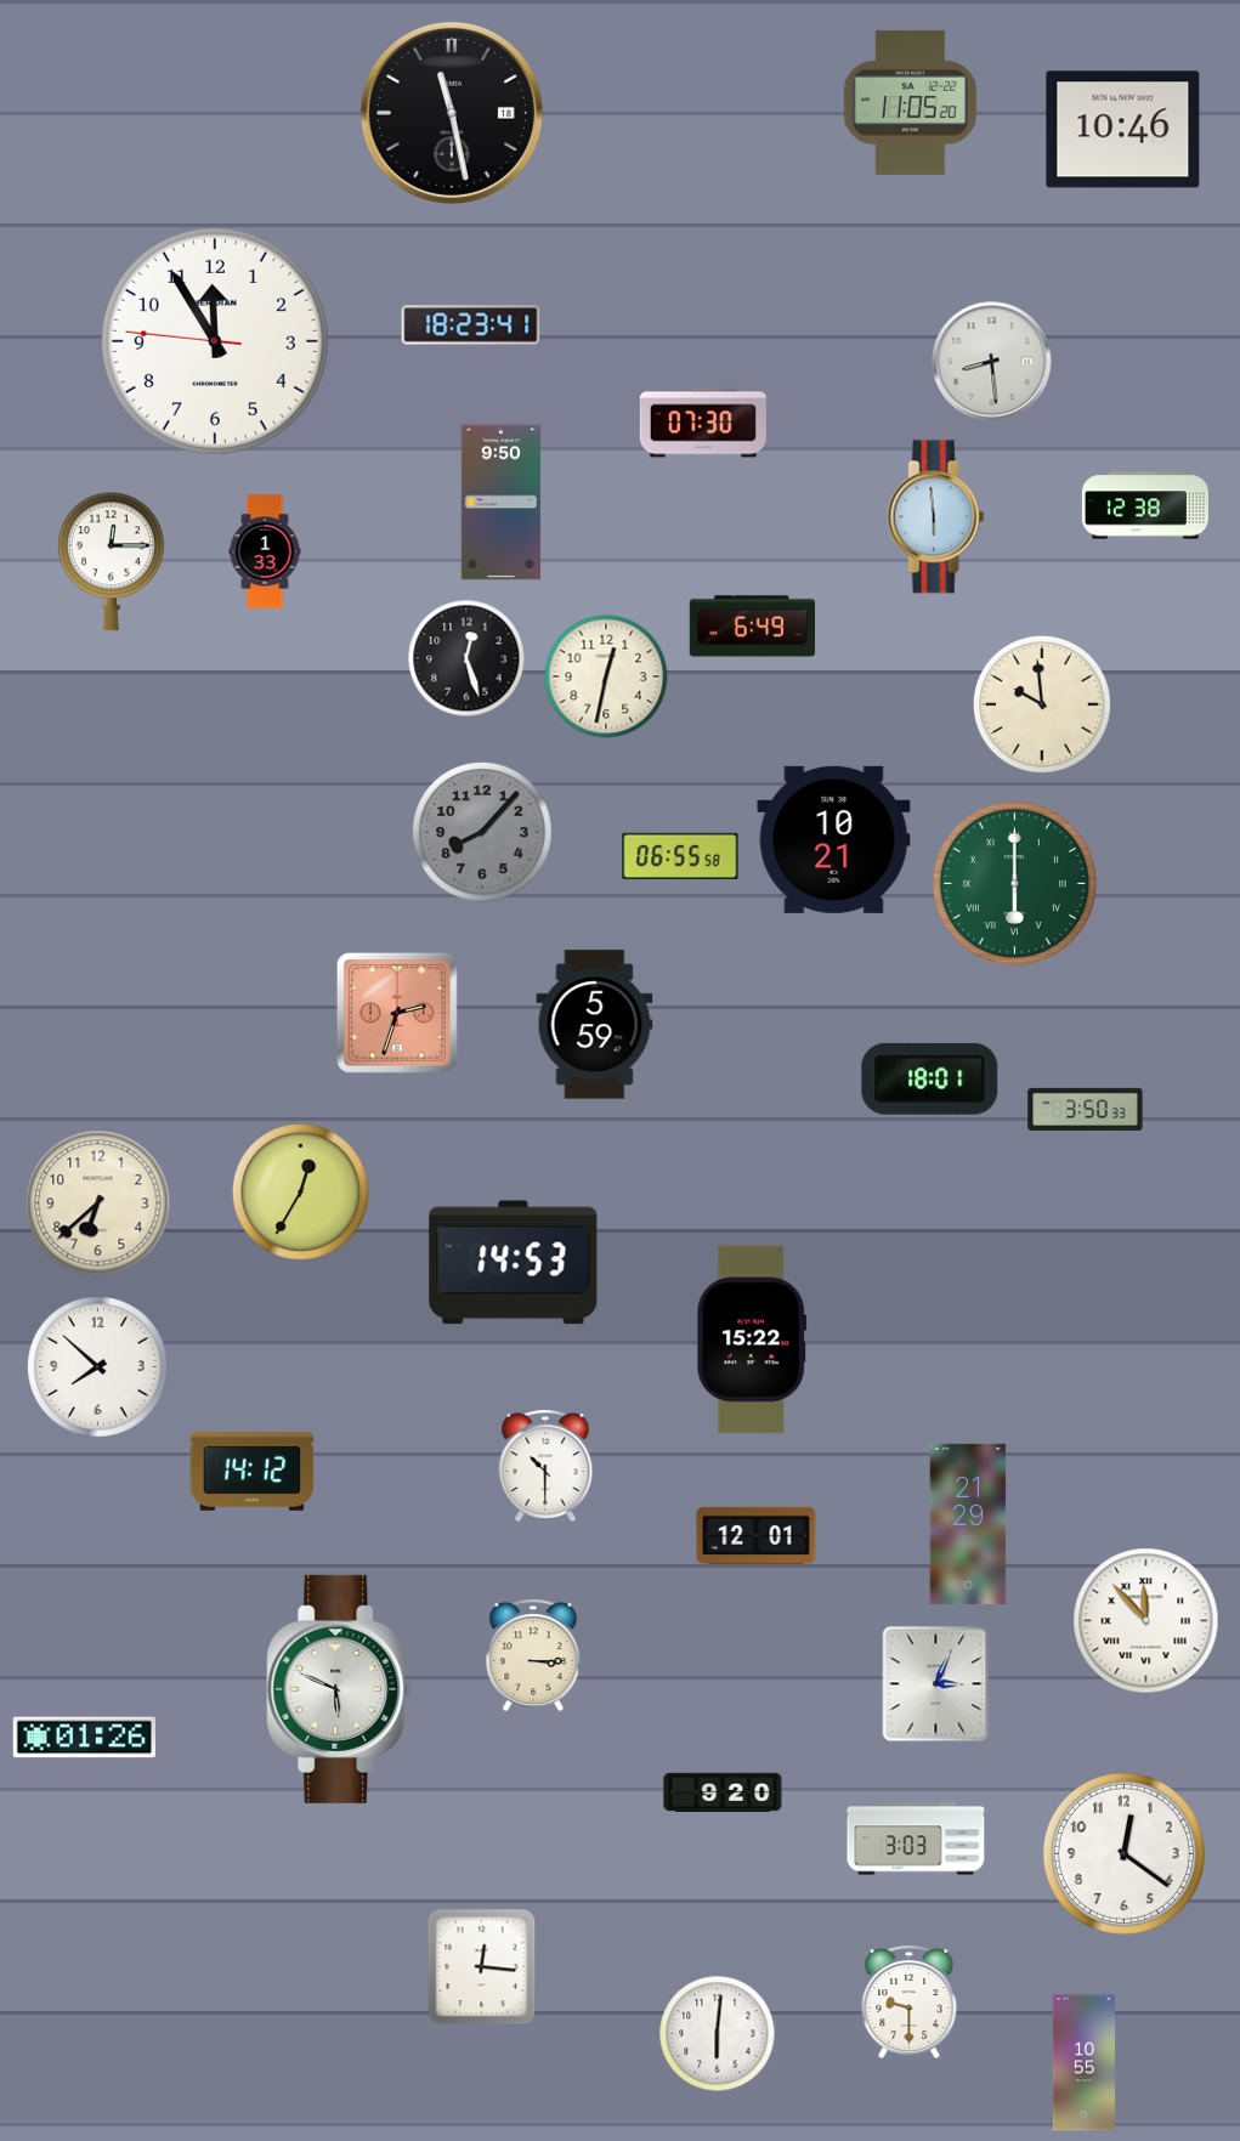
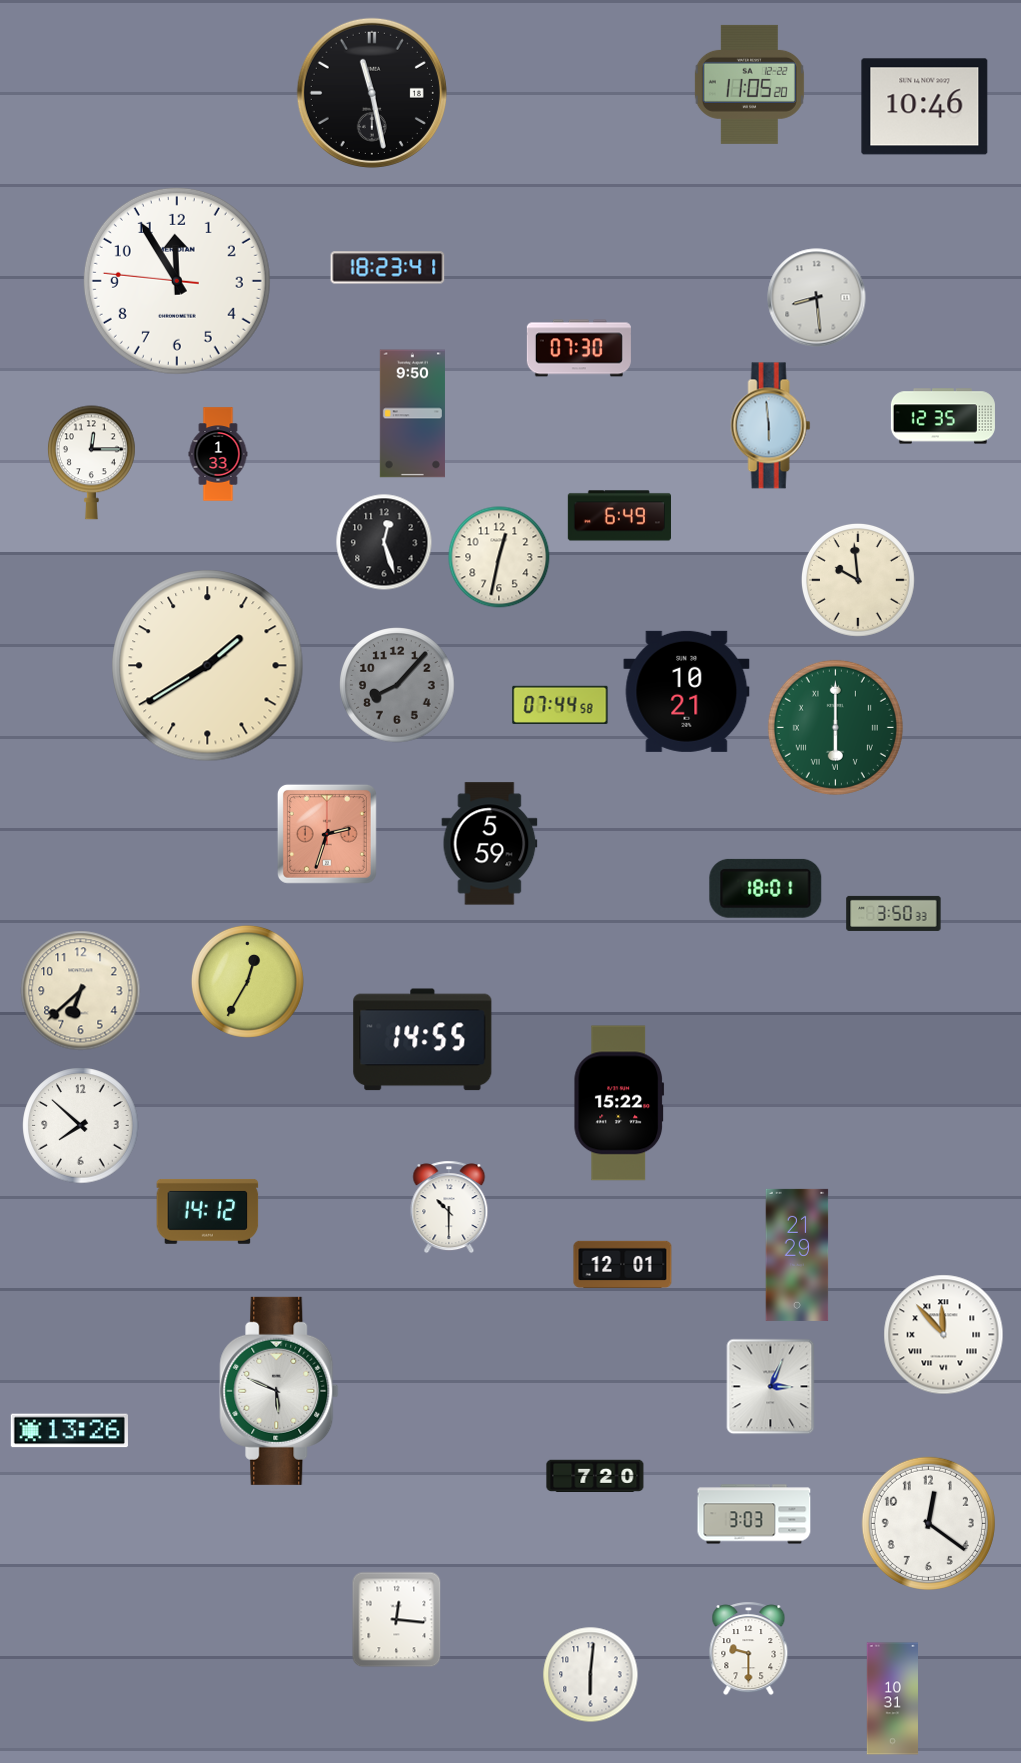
clock at (1145, 505): 12:38 -> 12:35
clock at (208, 666): none -> 1:39
clock at (680, 855): 06:55 -> 07:44
clock at (514, 1263): 14:53 -> 14:55
clock at (533, 1655): 3:15 -> none
clock at (84, 1738): 01:26 -> 13:26
clock at (723, 1792): 9:20 -> 7:20
clock at (1123, 1853) position: (1123, 1853) -> (928, 1523)
clock at (1083, 2063): 10:55 -> 10:31
